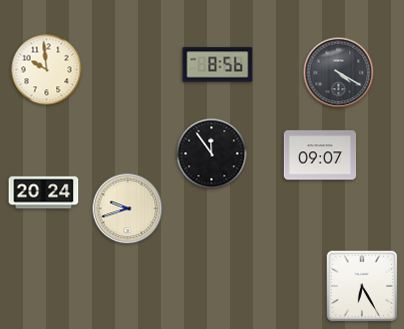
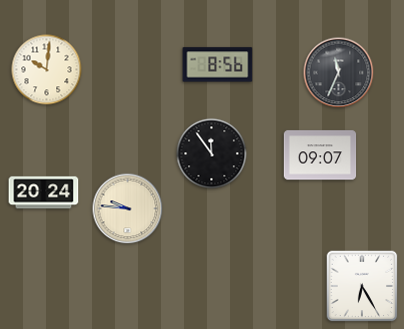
clock at (47, 70): 9:59 -> 10:01
clock at (339, 73): 4:20 -> 11:34
clock at (128, 209): 9:42 -> 9:46
